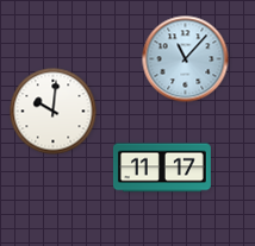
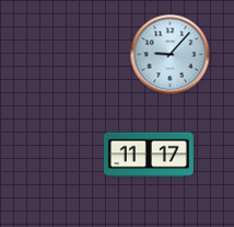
clock at (186, 59): 11:07 -> 9:07
clock at (54, 112): 10:01 -> none
